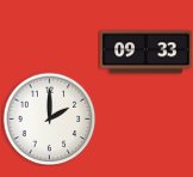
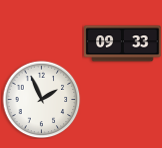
clock at (49, 118): 2:00 -> 1:56
